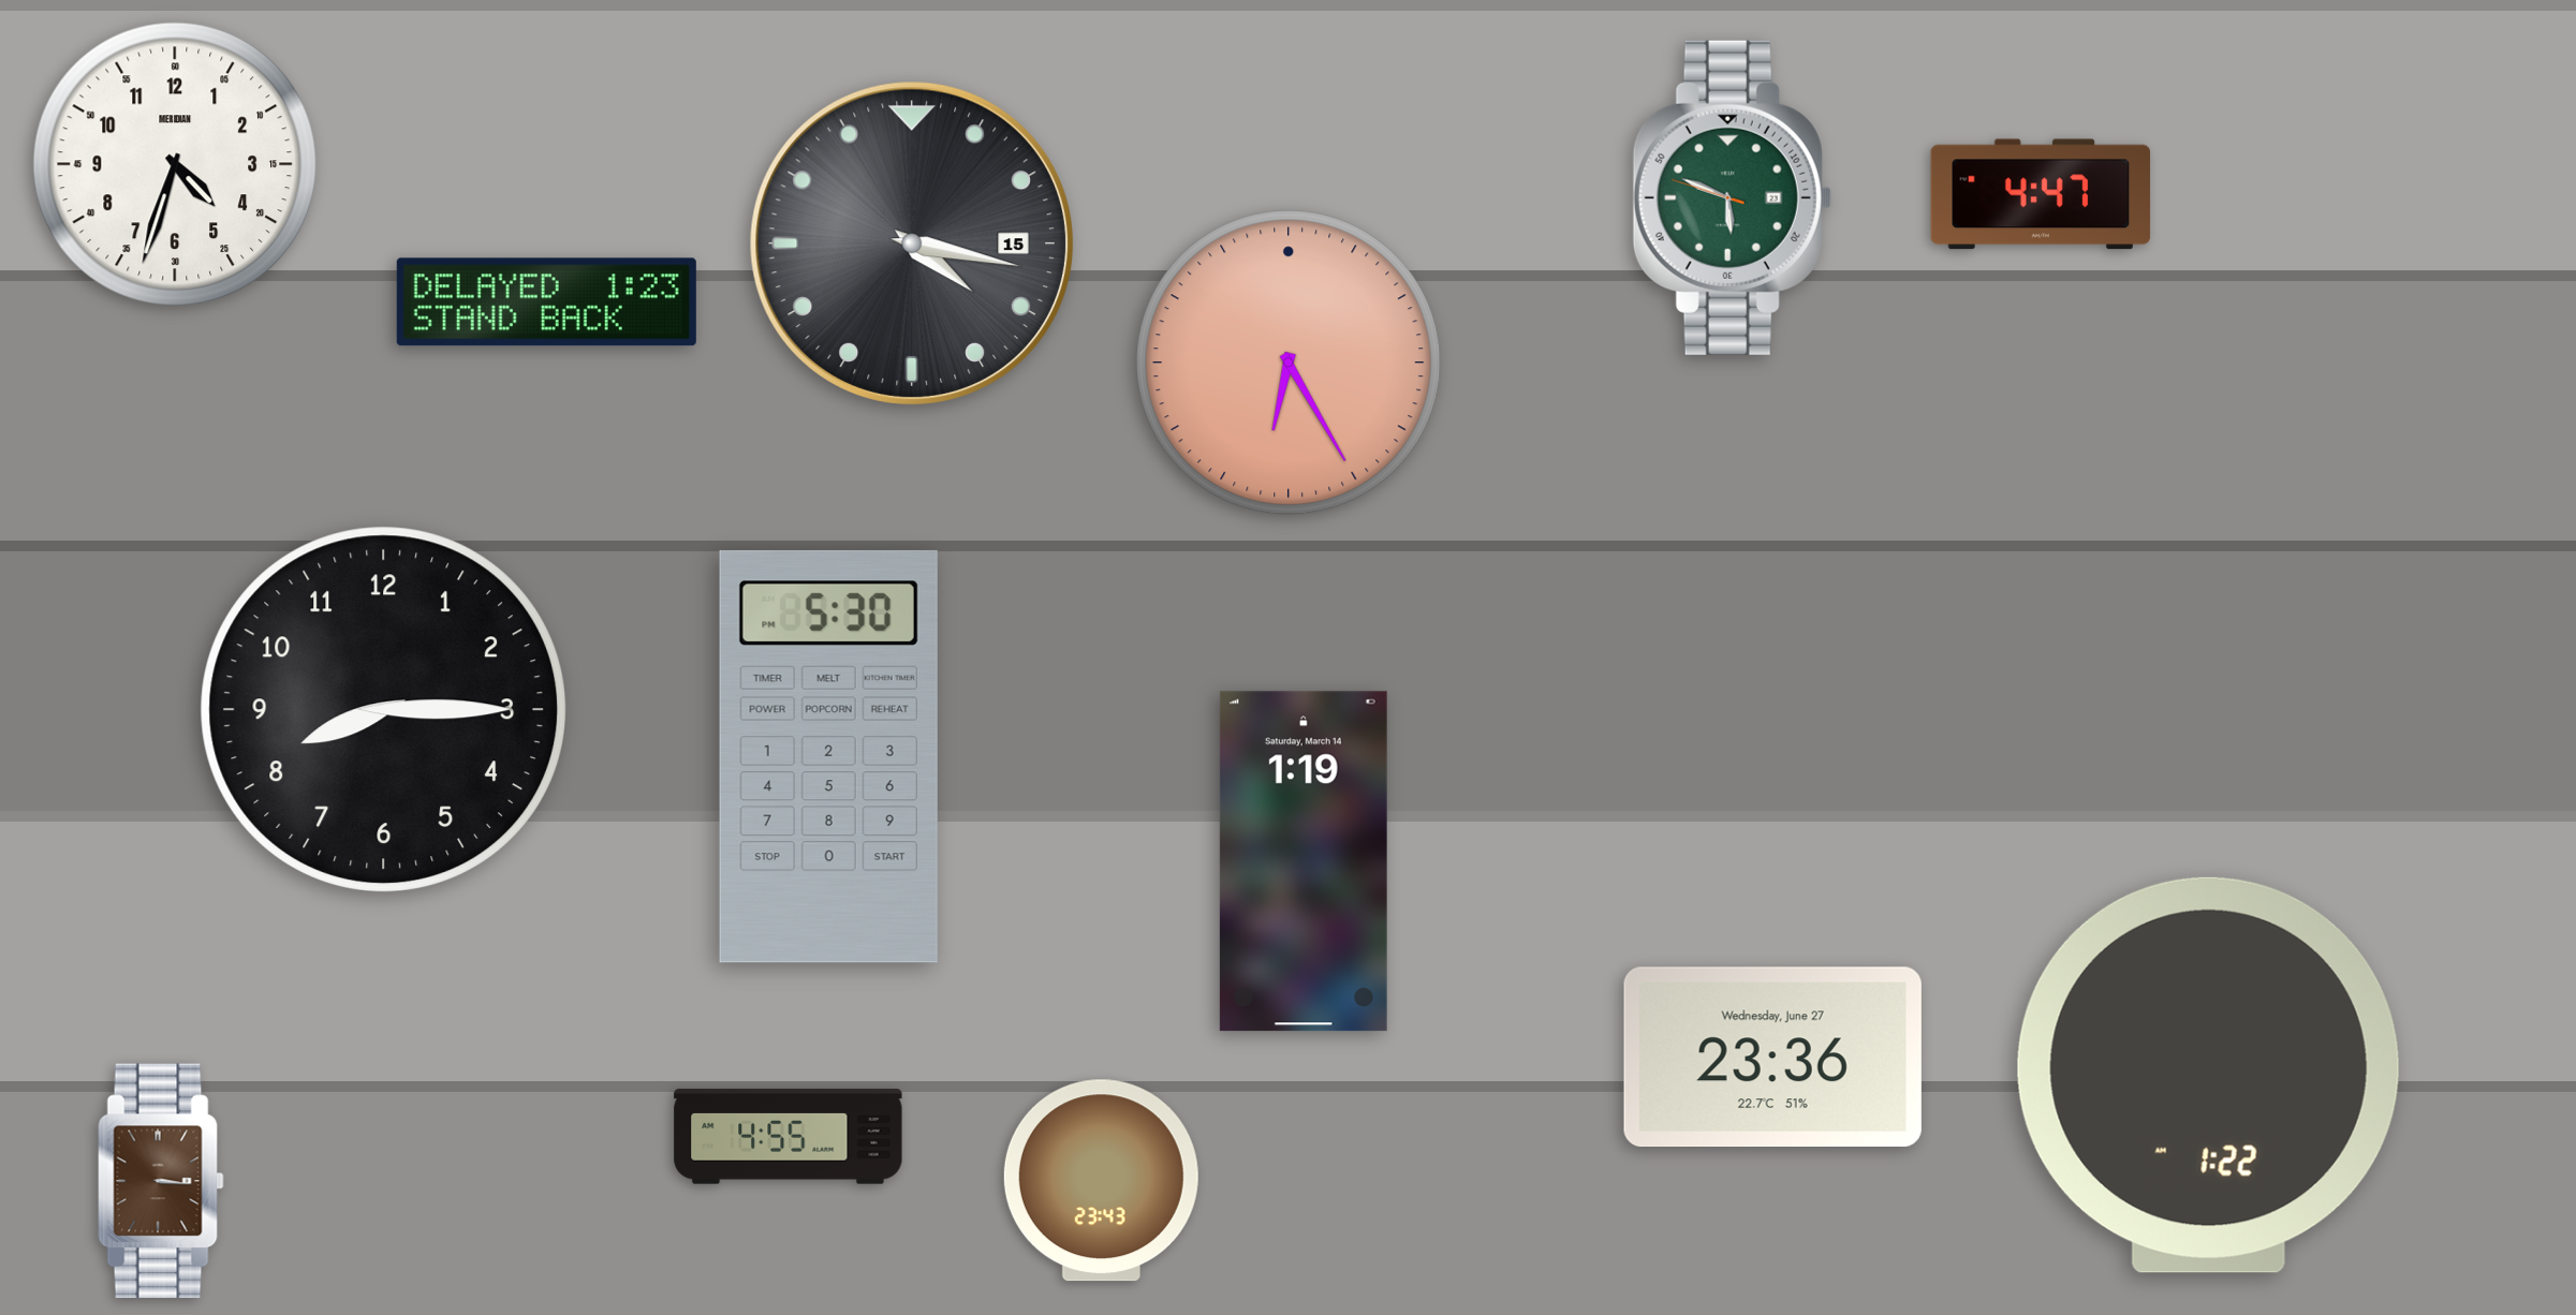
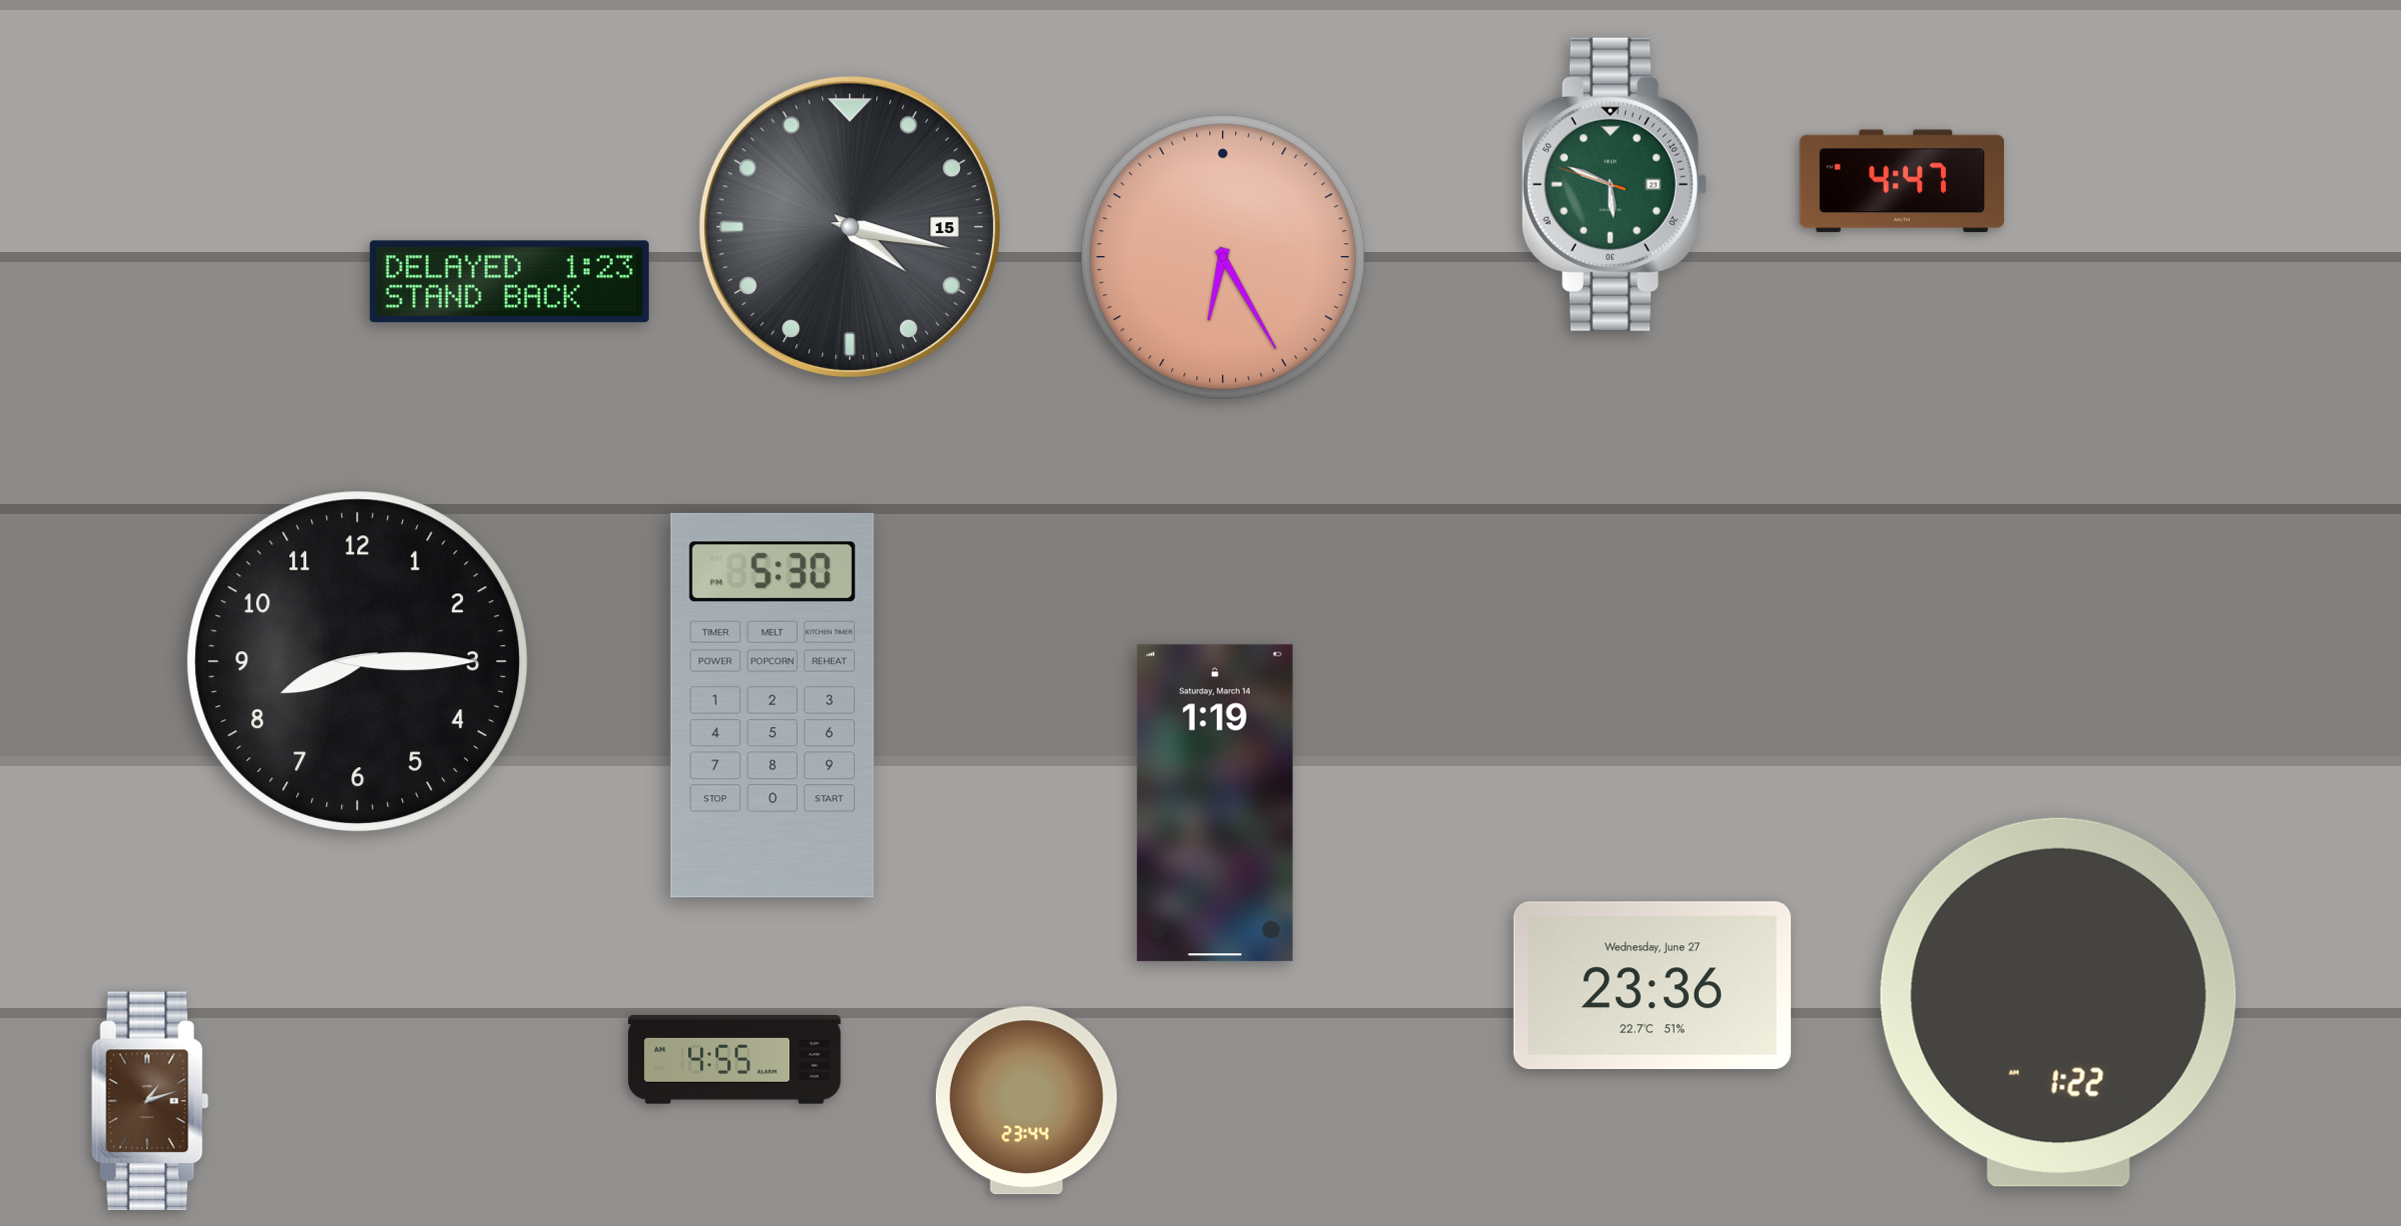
clock at (175, 164): 4:33 -> none
clock at (1289, 363) position: (1289, 363) -> (1223, 257)
clock at (161, 1181): 3:16 -> 1:12
clock at (1101, 1181): 23:43 -> 23:44
